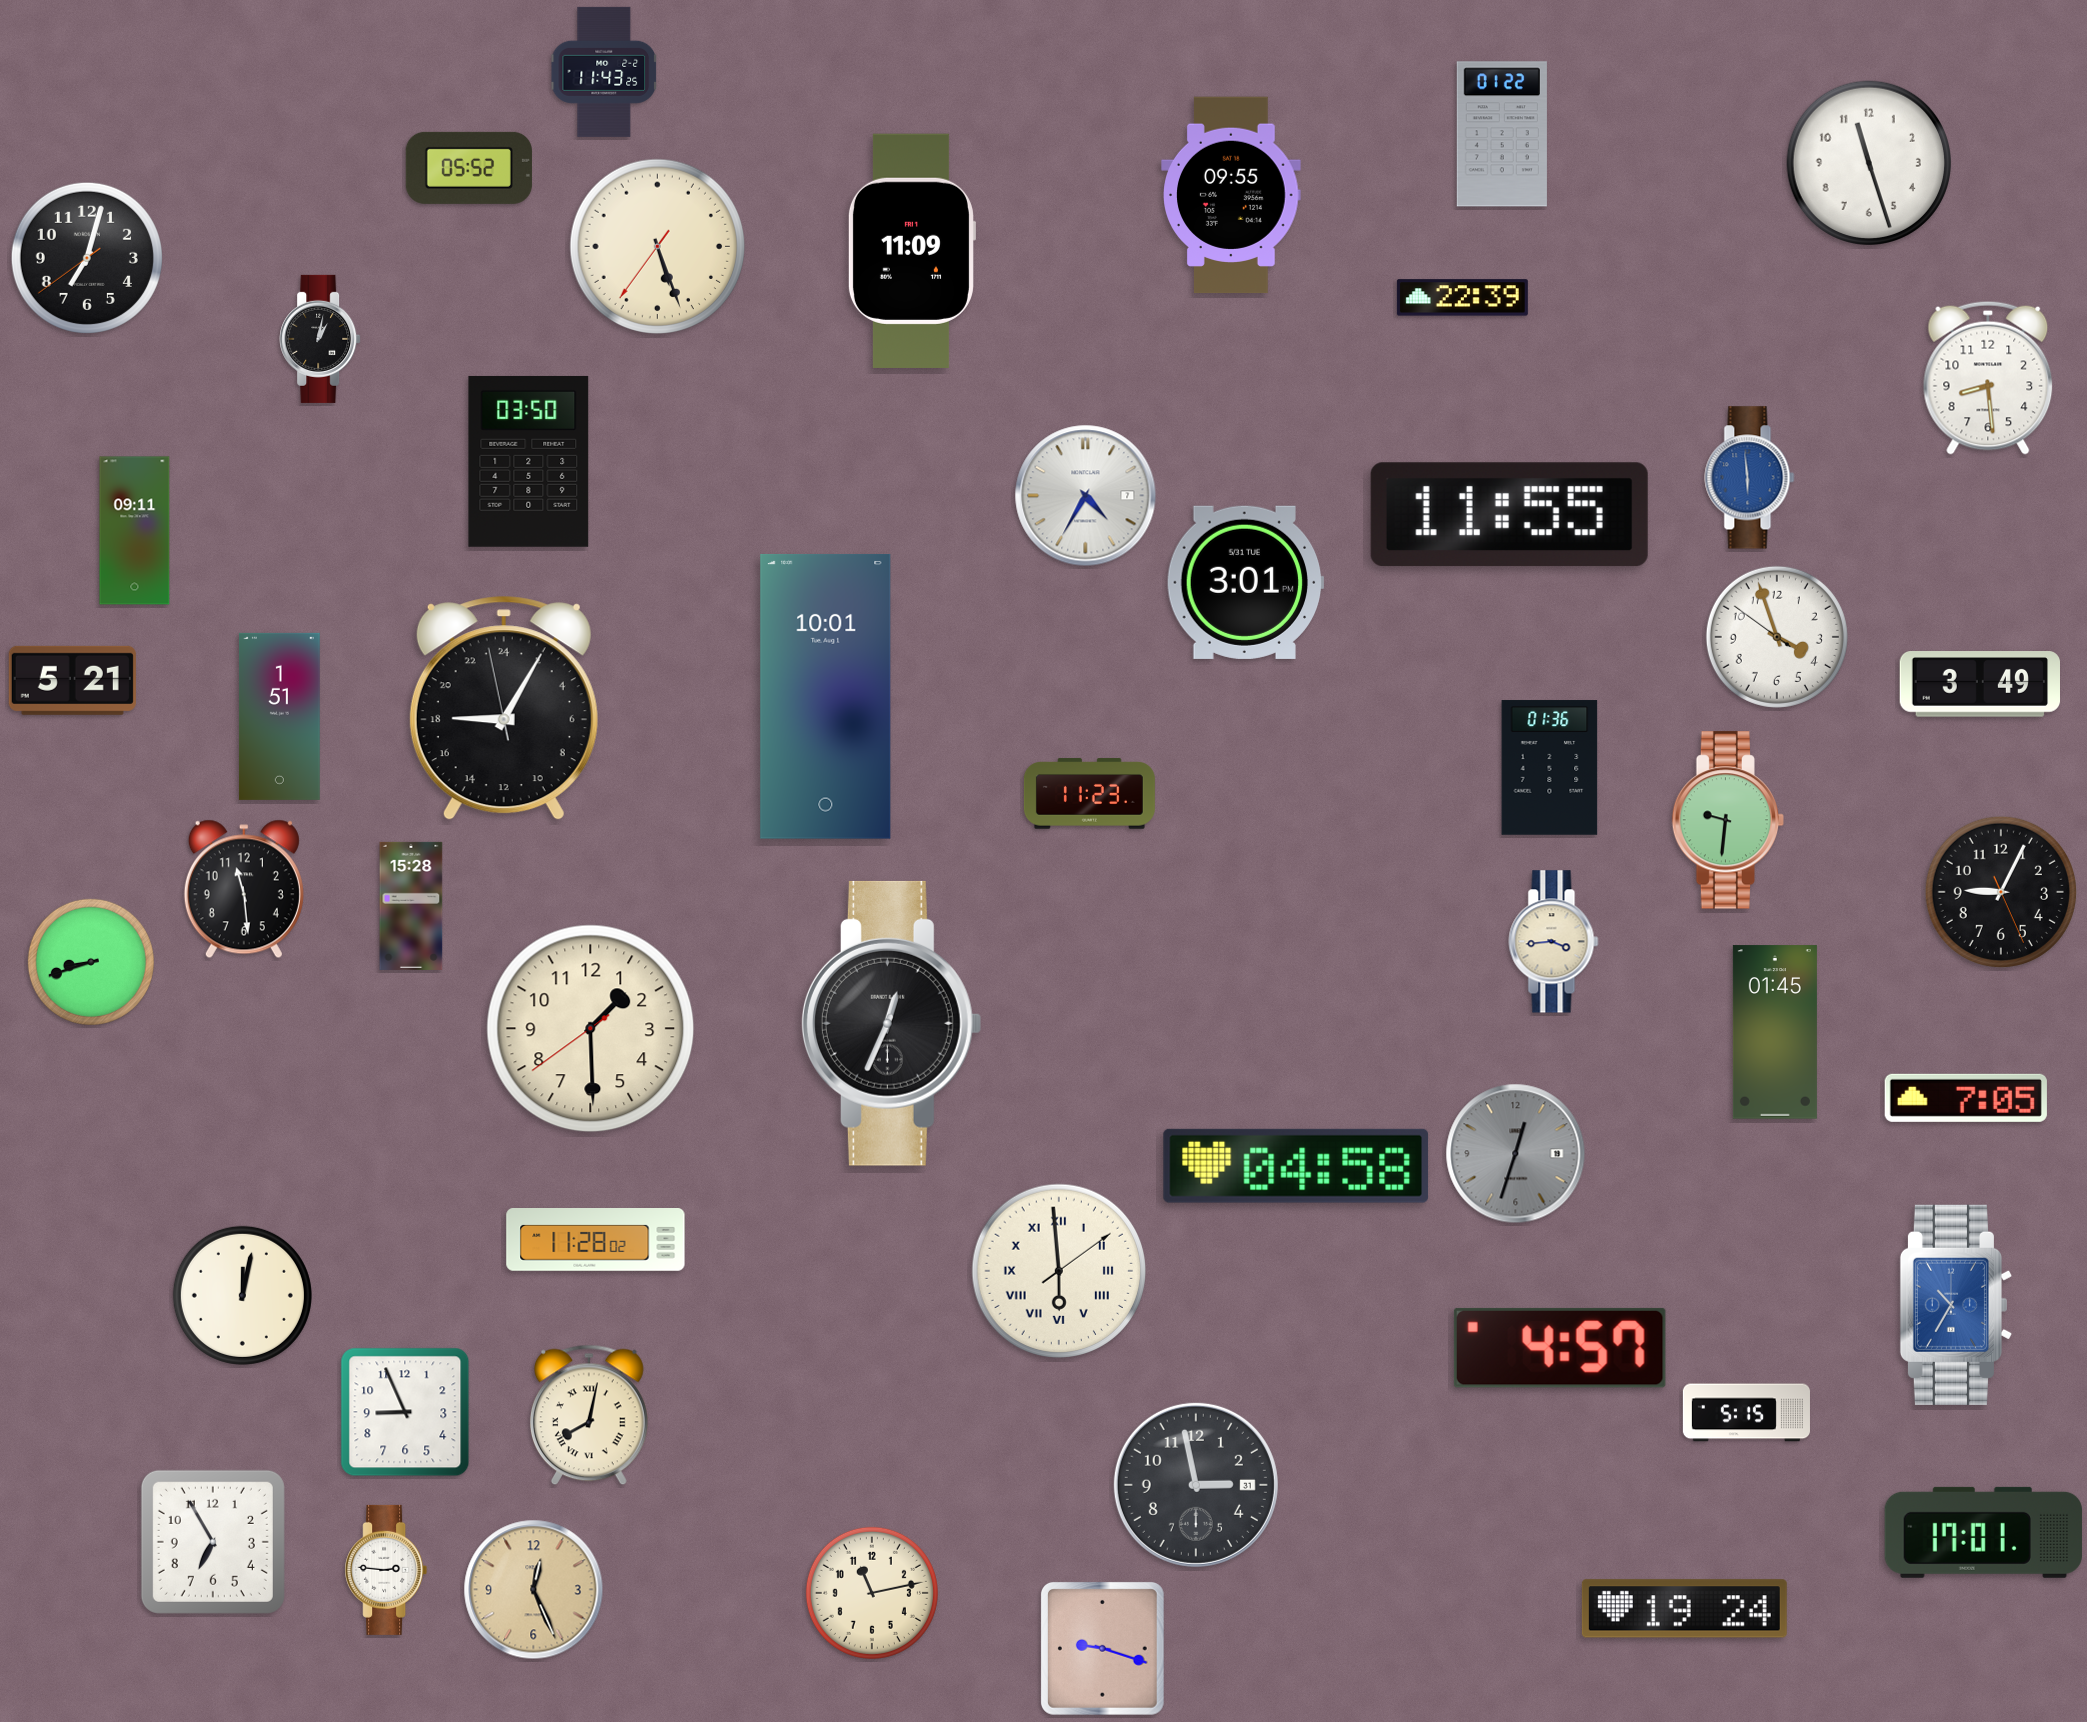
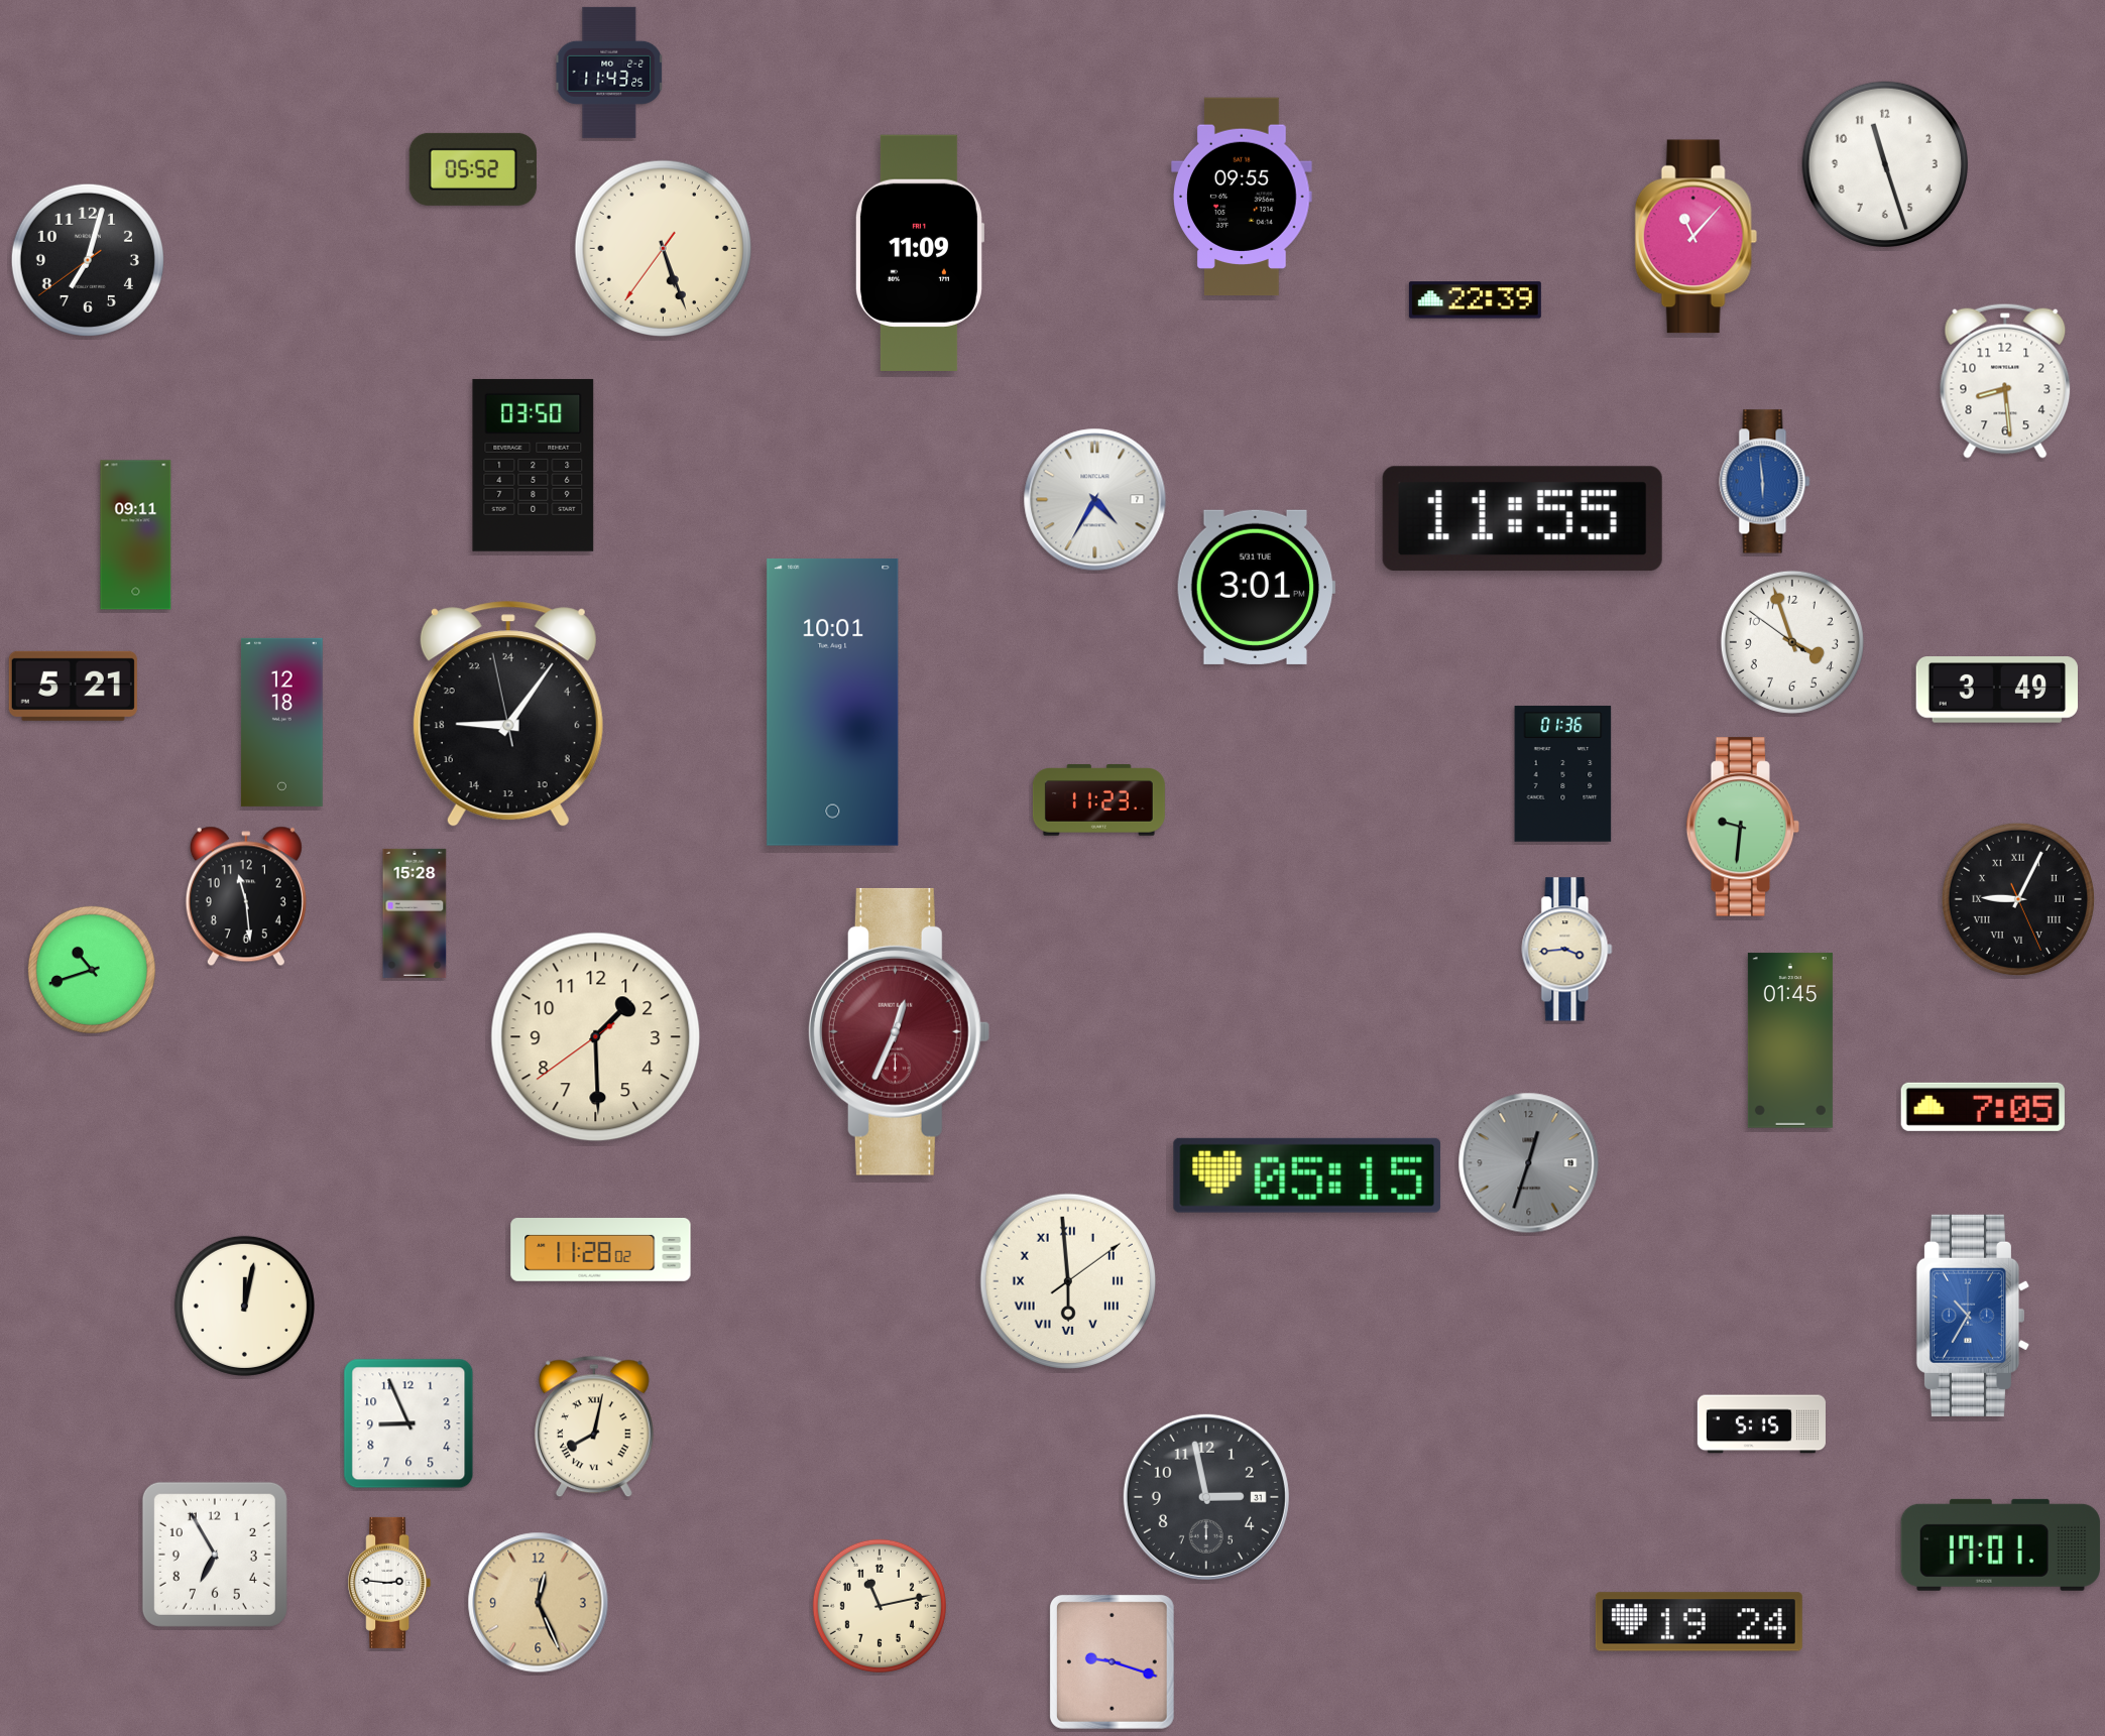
clock at (1502, 134): 01:22 -> none
clock at (1695, 237): none -> 11:07
clock at (320, 339): 1:02 -> none
clock at (504, 709): 18:04 -> 18:05
clock at (279, 716): 1:51 -> 12:18
clock at (2001, 892) numerals: Arabic -> Roman
clock at (91, 962): 8:42 -> 10:42
clock at (891, 1023) dial: black -> burgundy
clock at (1296, 1166): 04:58 -> 05:15
clock at (1560, 1348): 4:57 -> none
